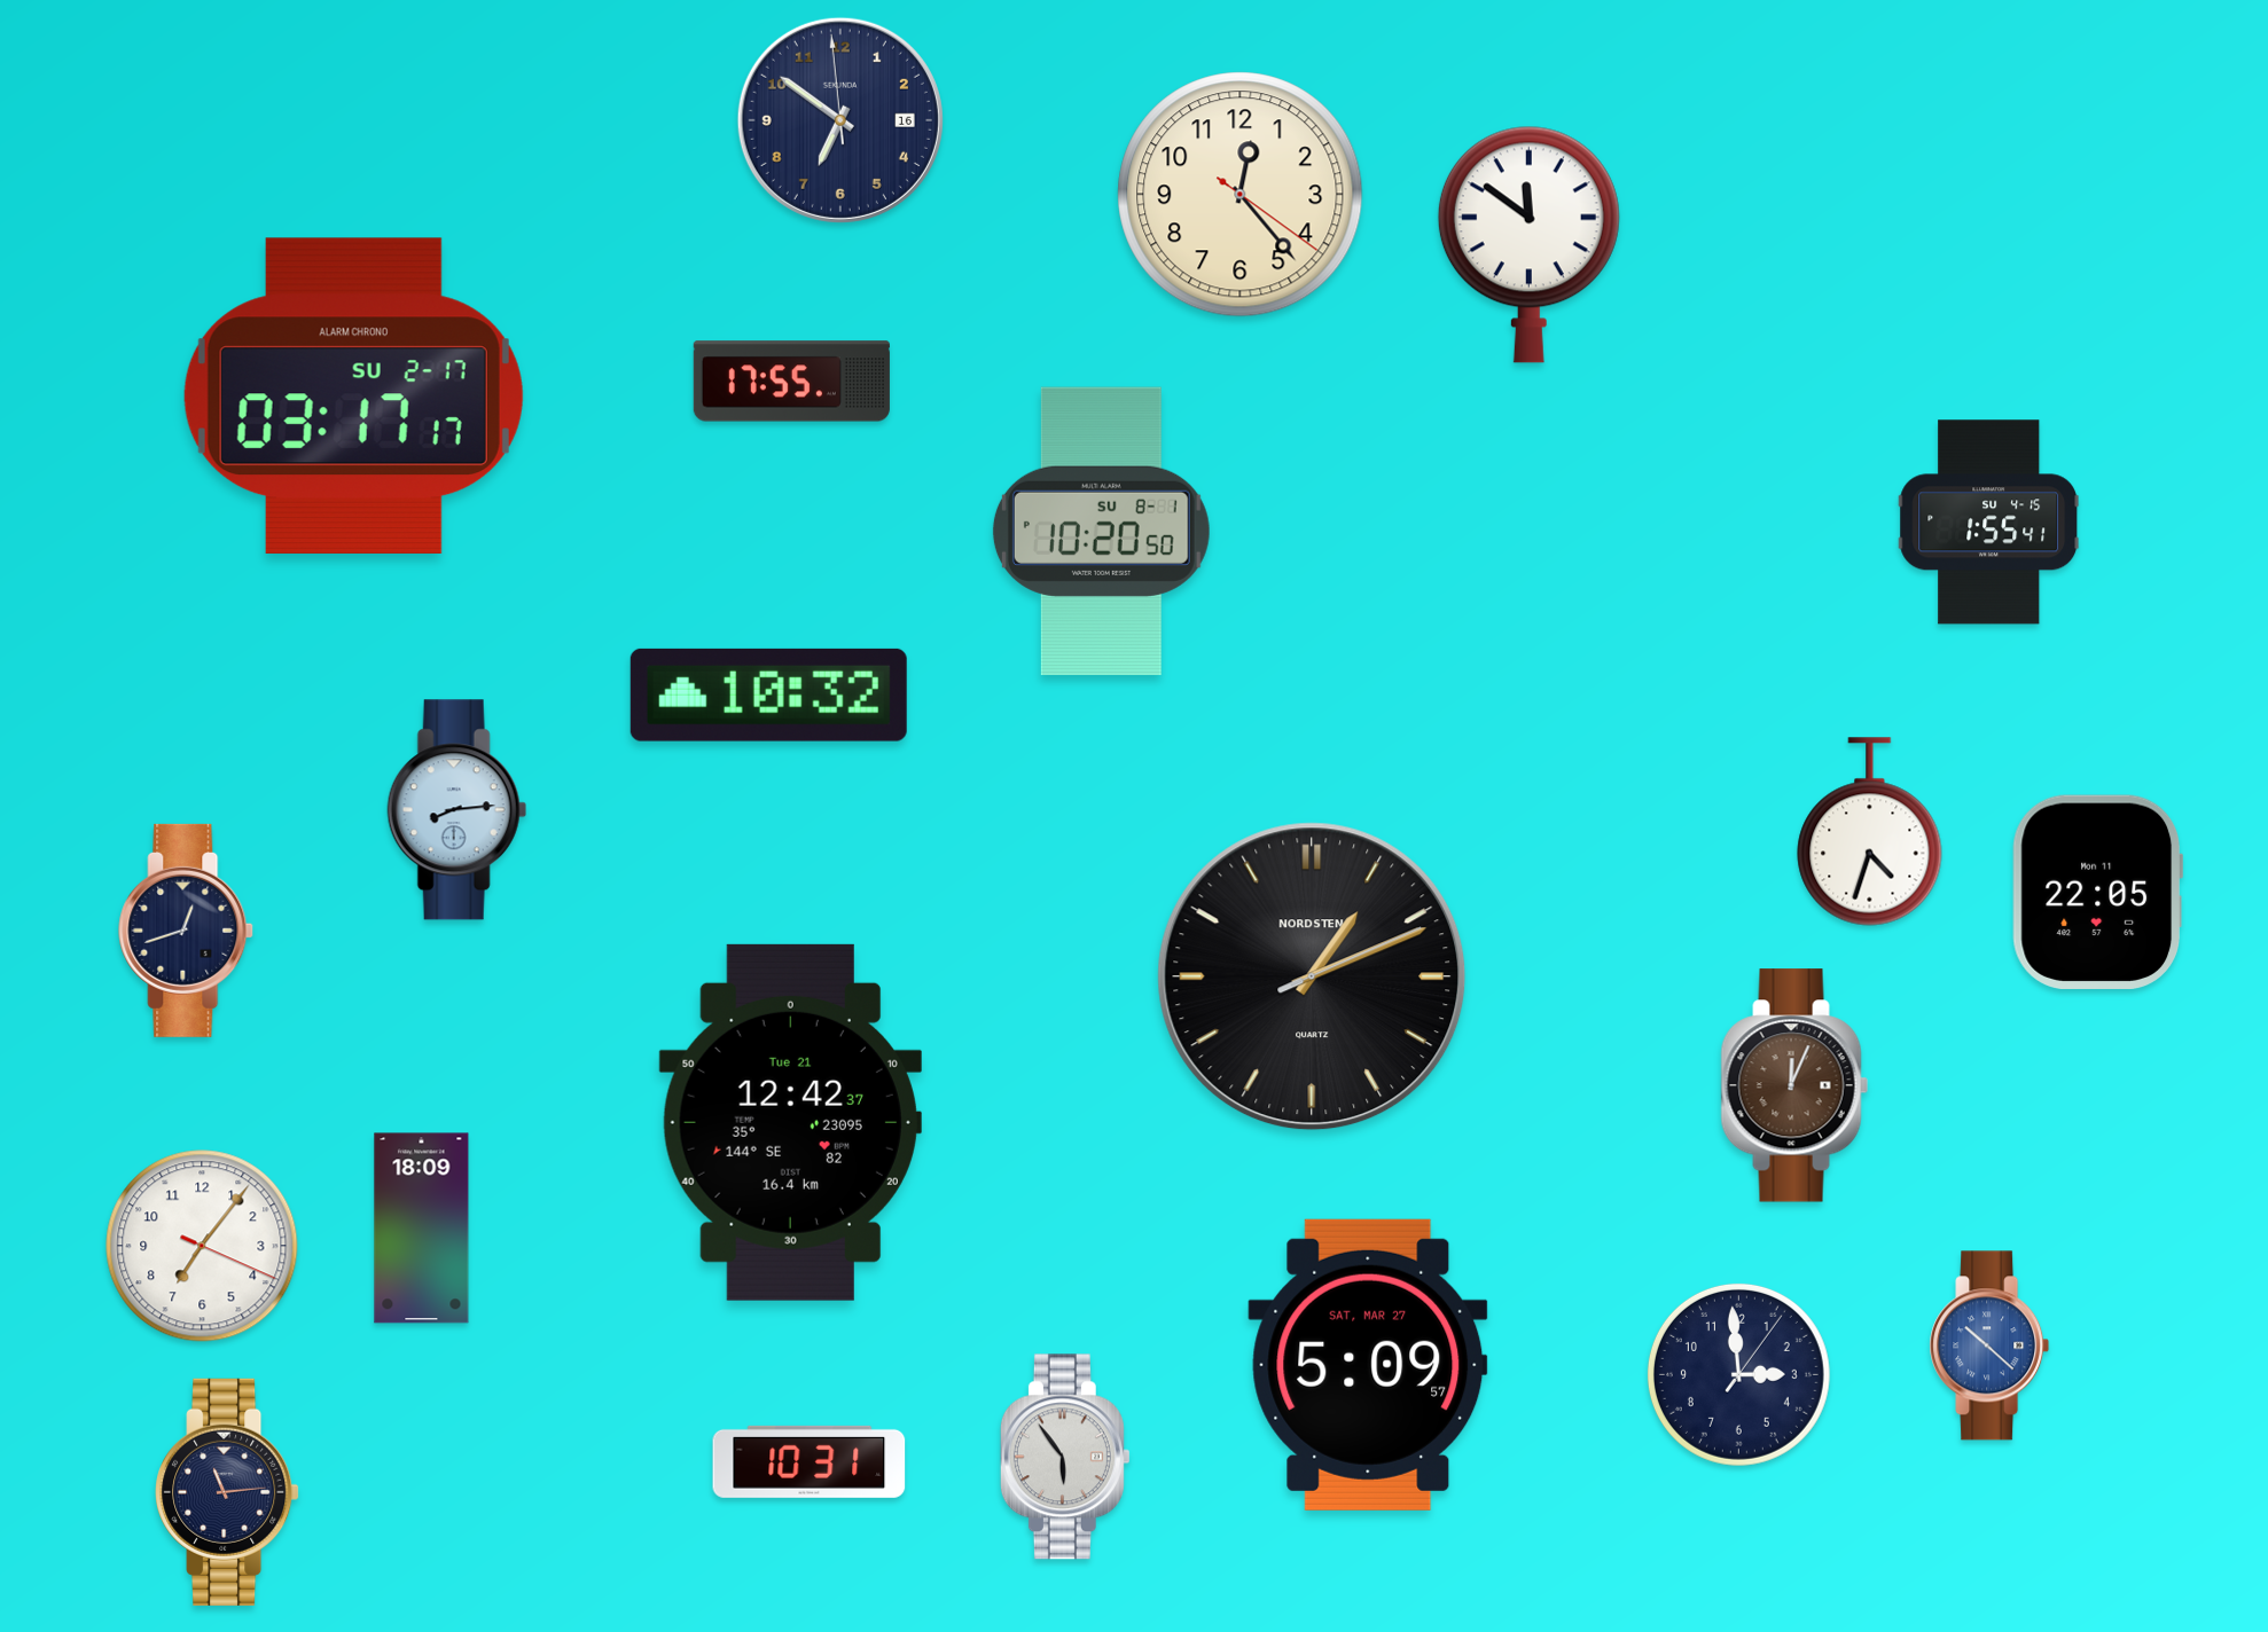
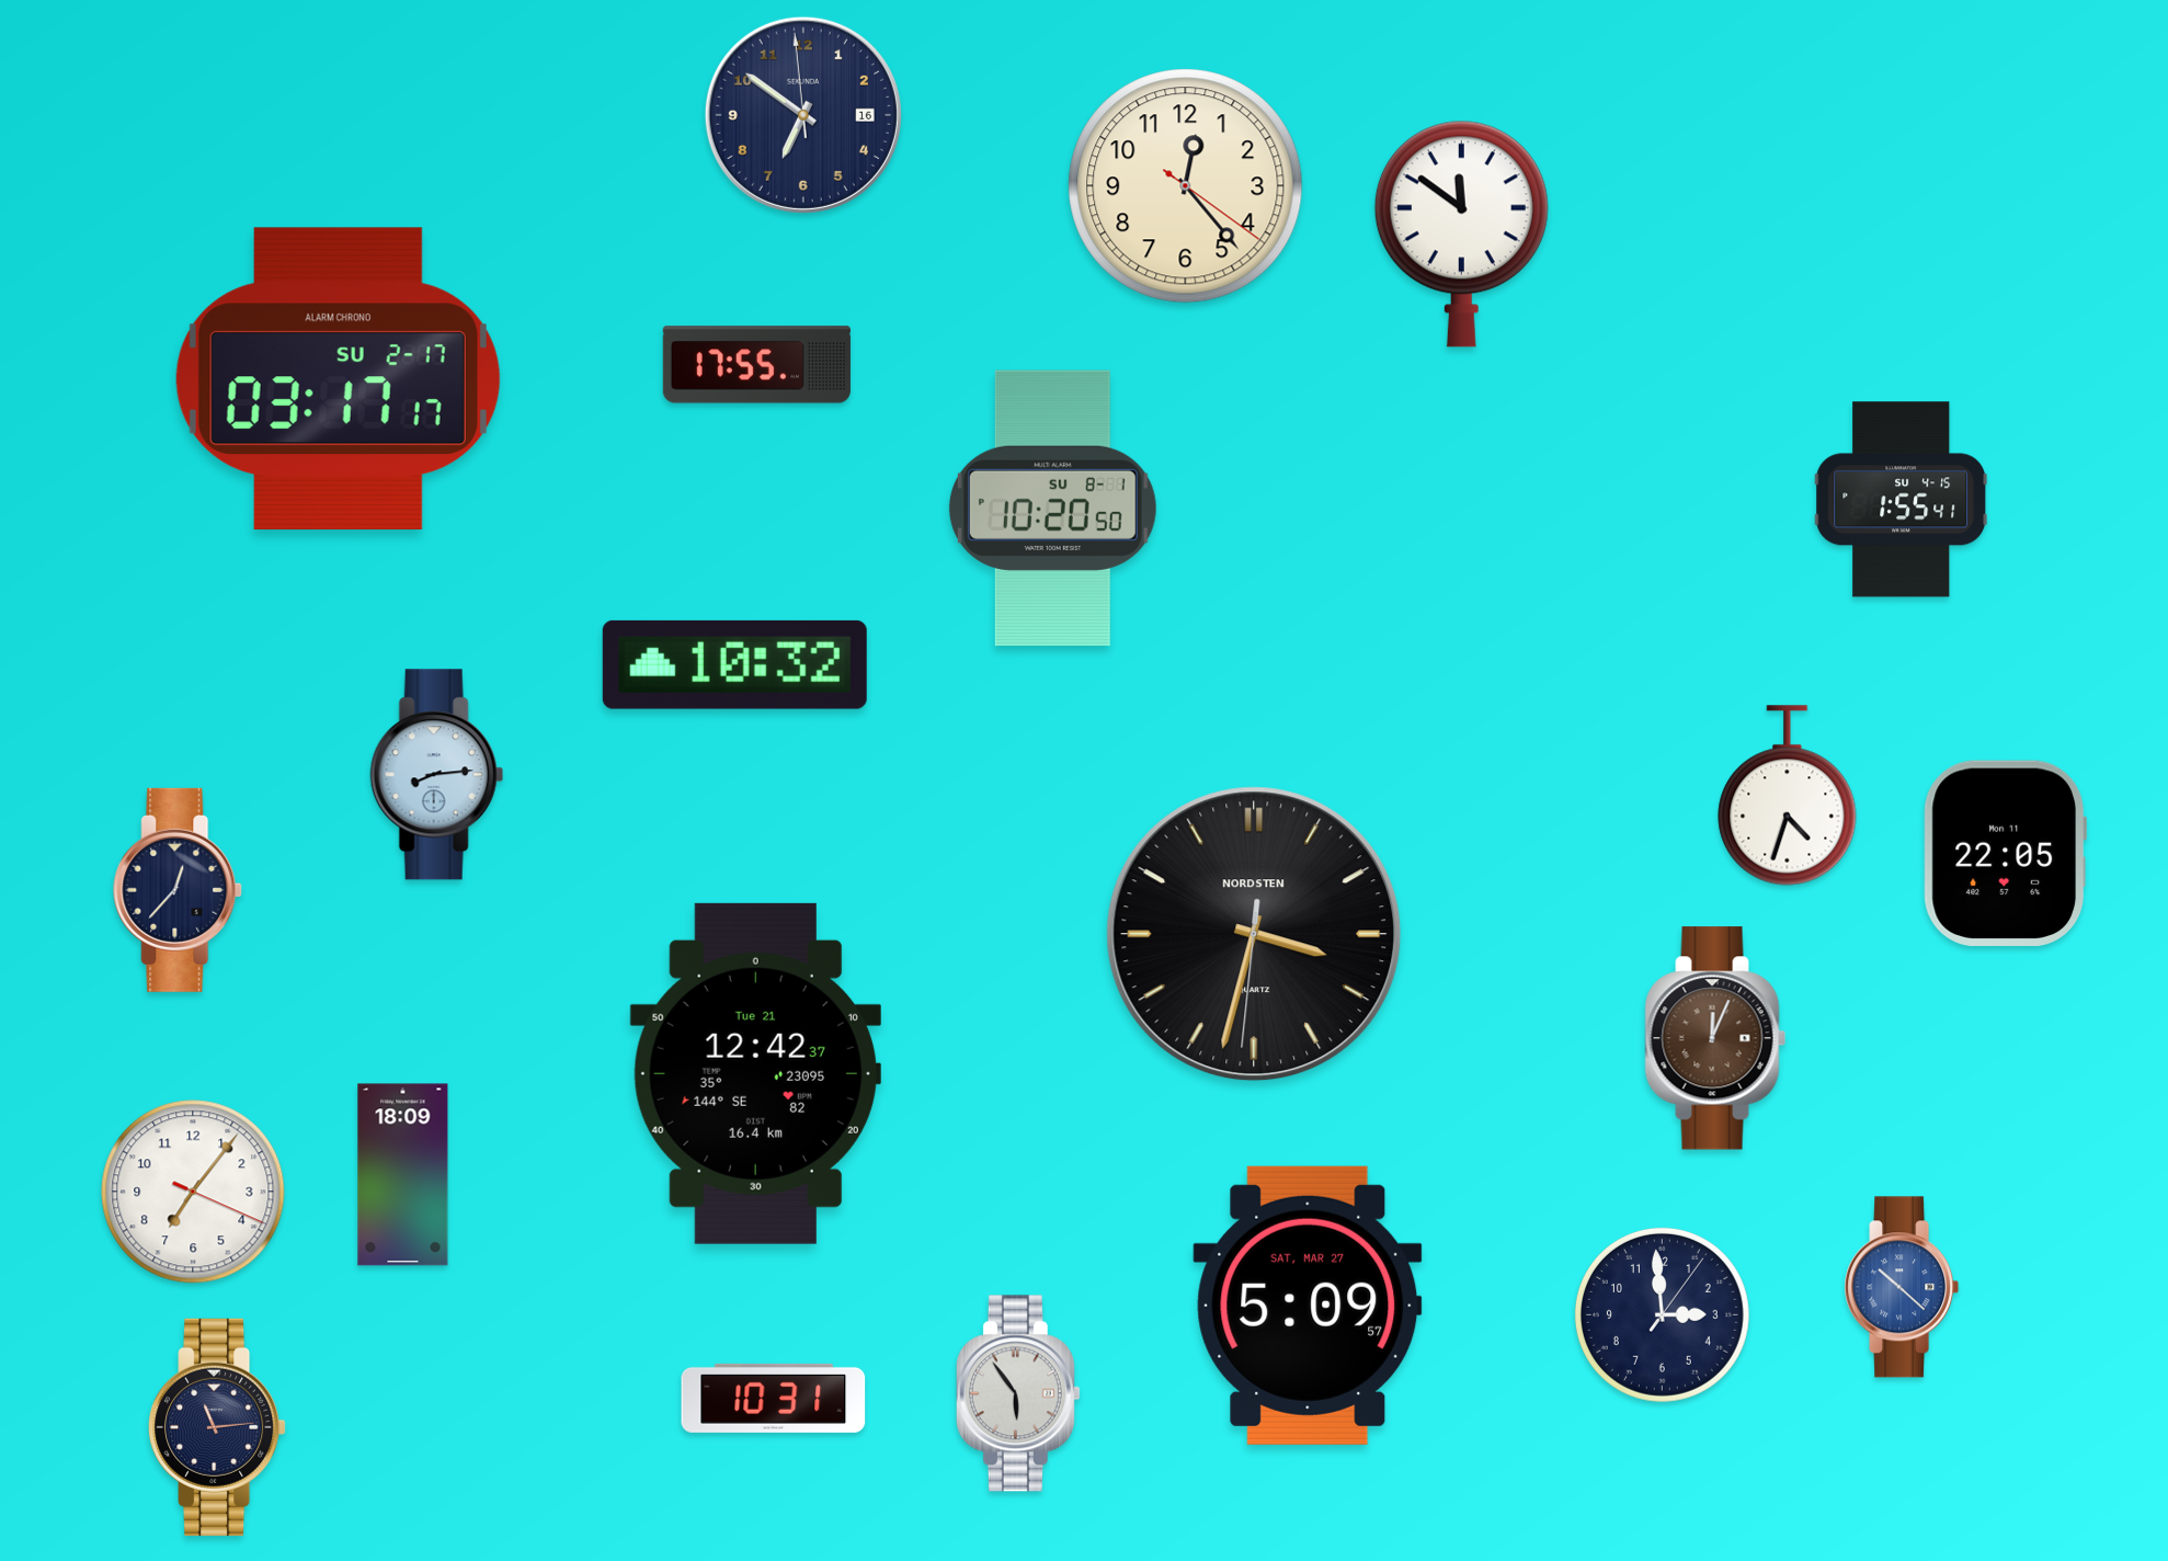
clock at (187, 931): 12:42 -> 12:37
clock at (1312, 976): 1:11 -> 3:32
